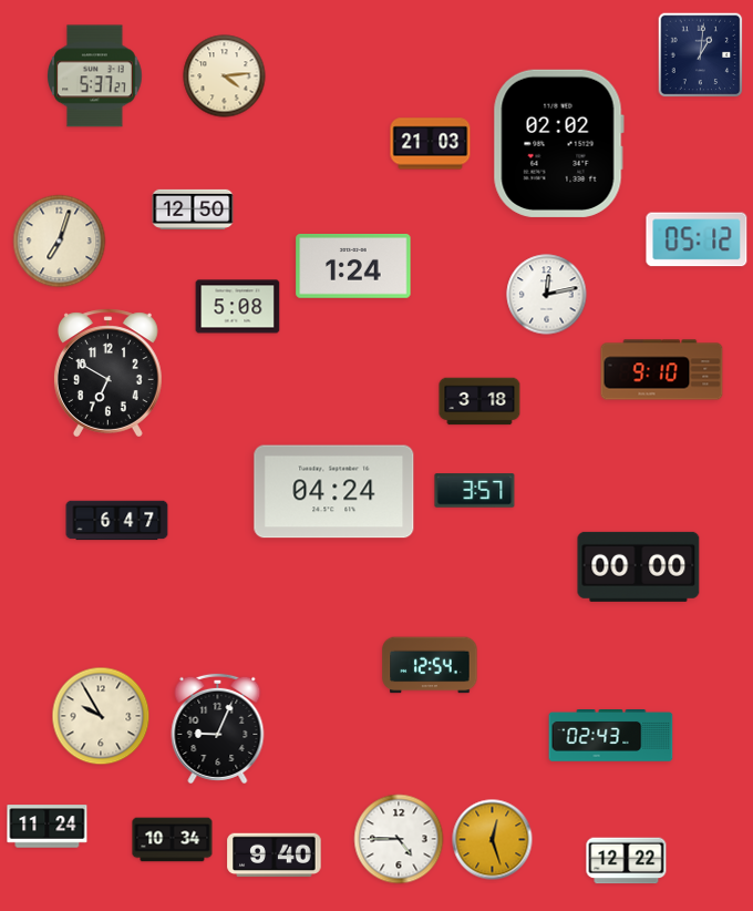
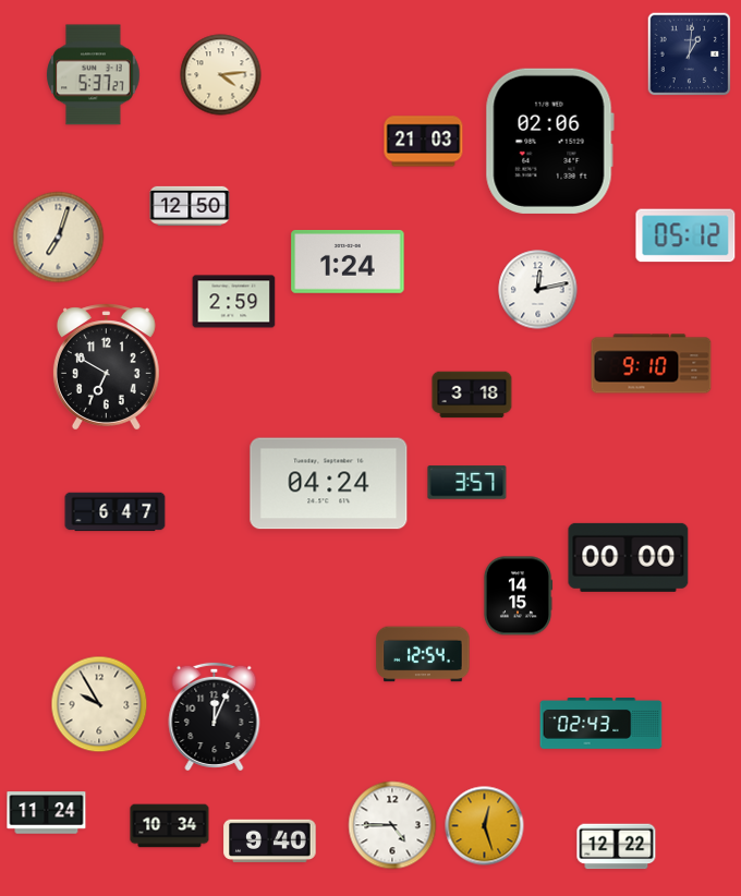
clock at (558, 143): 02:02 -> 02:06
clock at (238, 307): 5:08 -> 2:59
clock at (518, 596): none -> 14:15
clock at (218, 728): 9:04 -> 12:04
